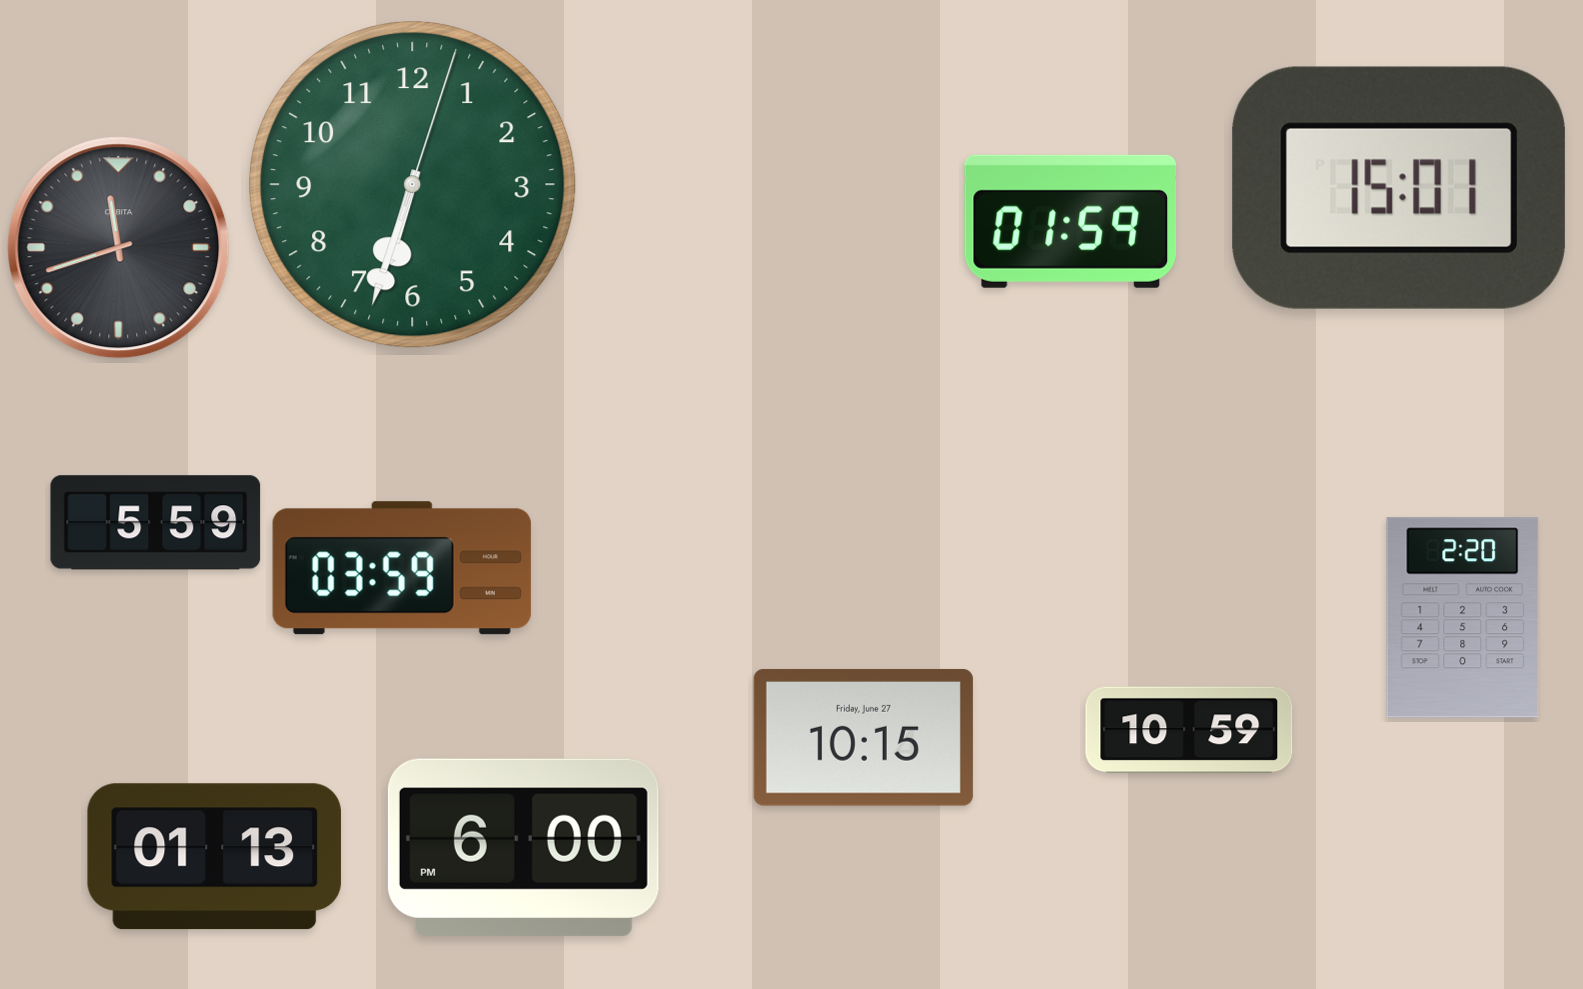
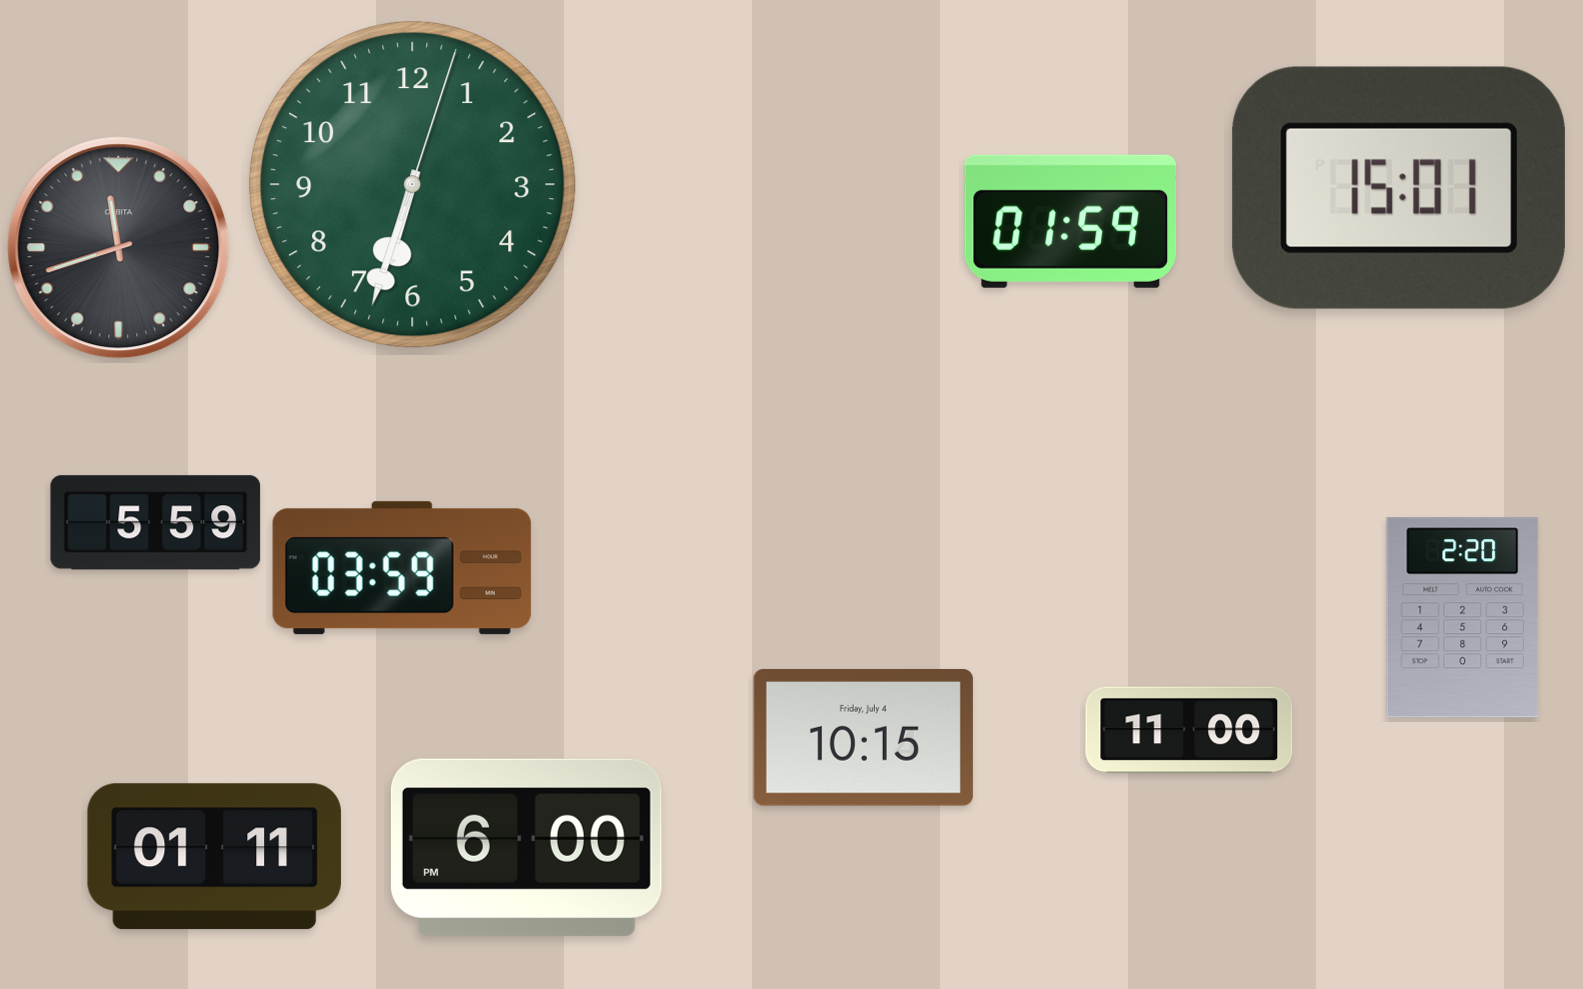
clock at (1189, 730): 10:59 -> 11:00
clock at (863, 737) date: Friday, June 27 -> Friday, July 4
clock at (523, 847) position: (523, 847) -> (526, 847)
clock at (214, 857): 01:13 -> 01:11
